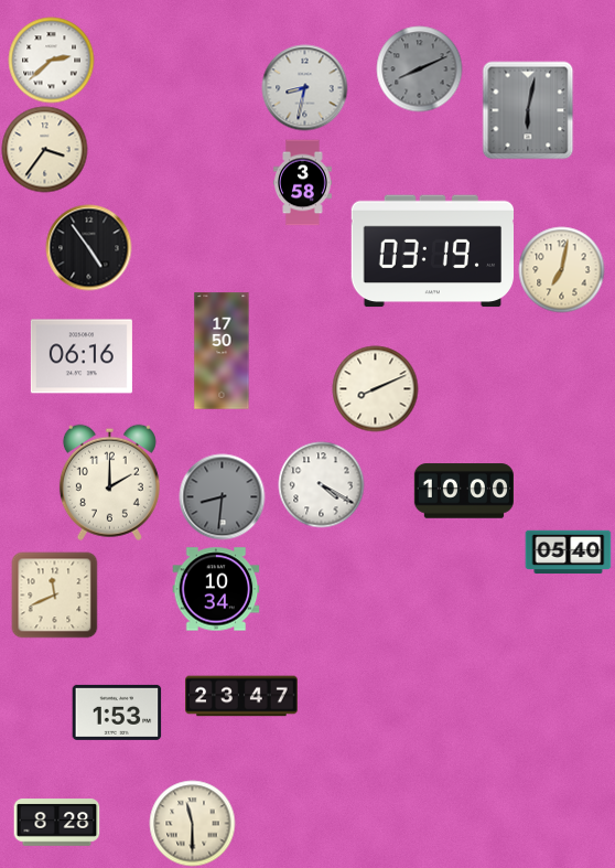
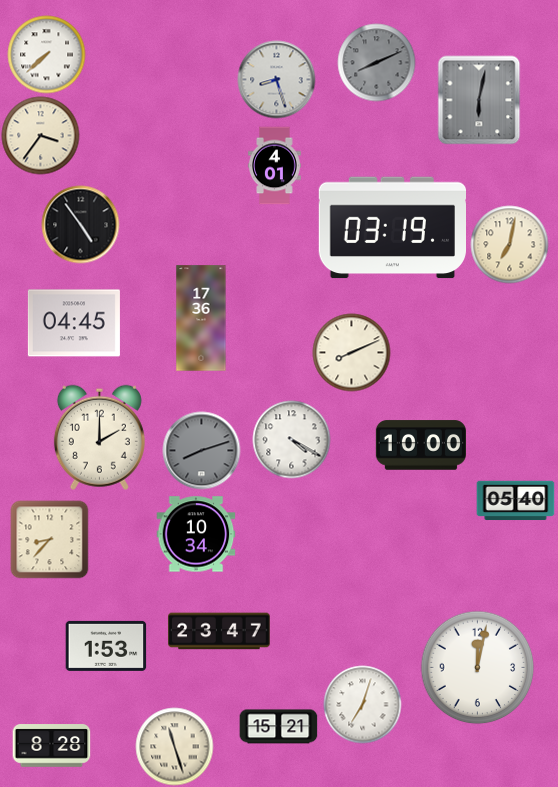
clock at (51, 60): 2:38 -> 7:38
clock at (419, 68) position: (419, 68) -> (376, 62)
clock at (304, 87): 8:32 -> 8:27
clock at (303, 182): 3:58 -> 4:01
clock at (222, 351): 17:50 -> 17:36
clock at (82, 356): 06:16 -> 04:45
clock at (375, 388) position: (375, 388) -> (351, 352)
clock at (222, 496): 8:31 -> 8:12
clock at (54, 594): 11:41 -> 8:37
clock at (477, 667): none -> 12:02
clock at (362, 704): none -> 7:03
clock at (278, 727): none -> 15:21
clock at (192, 823): 11:30 -> 11:27
